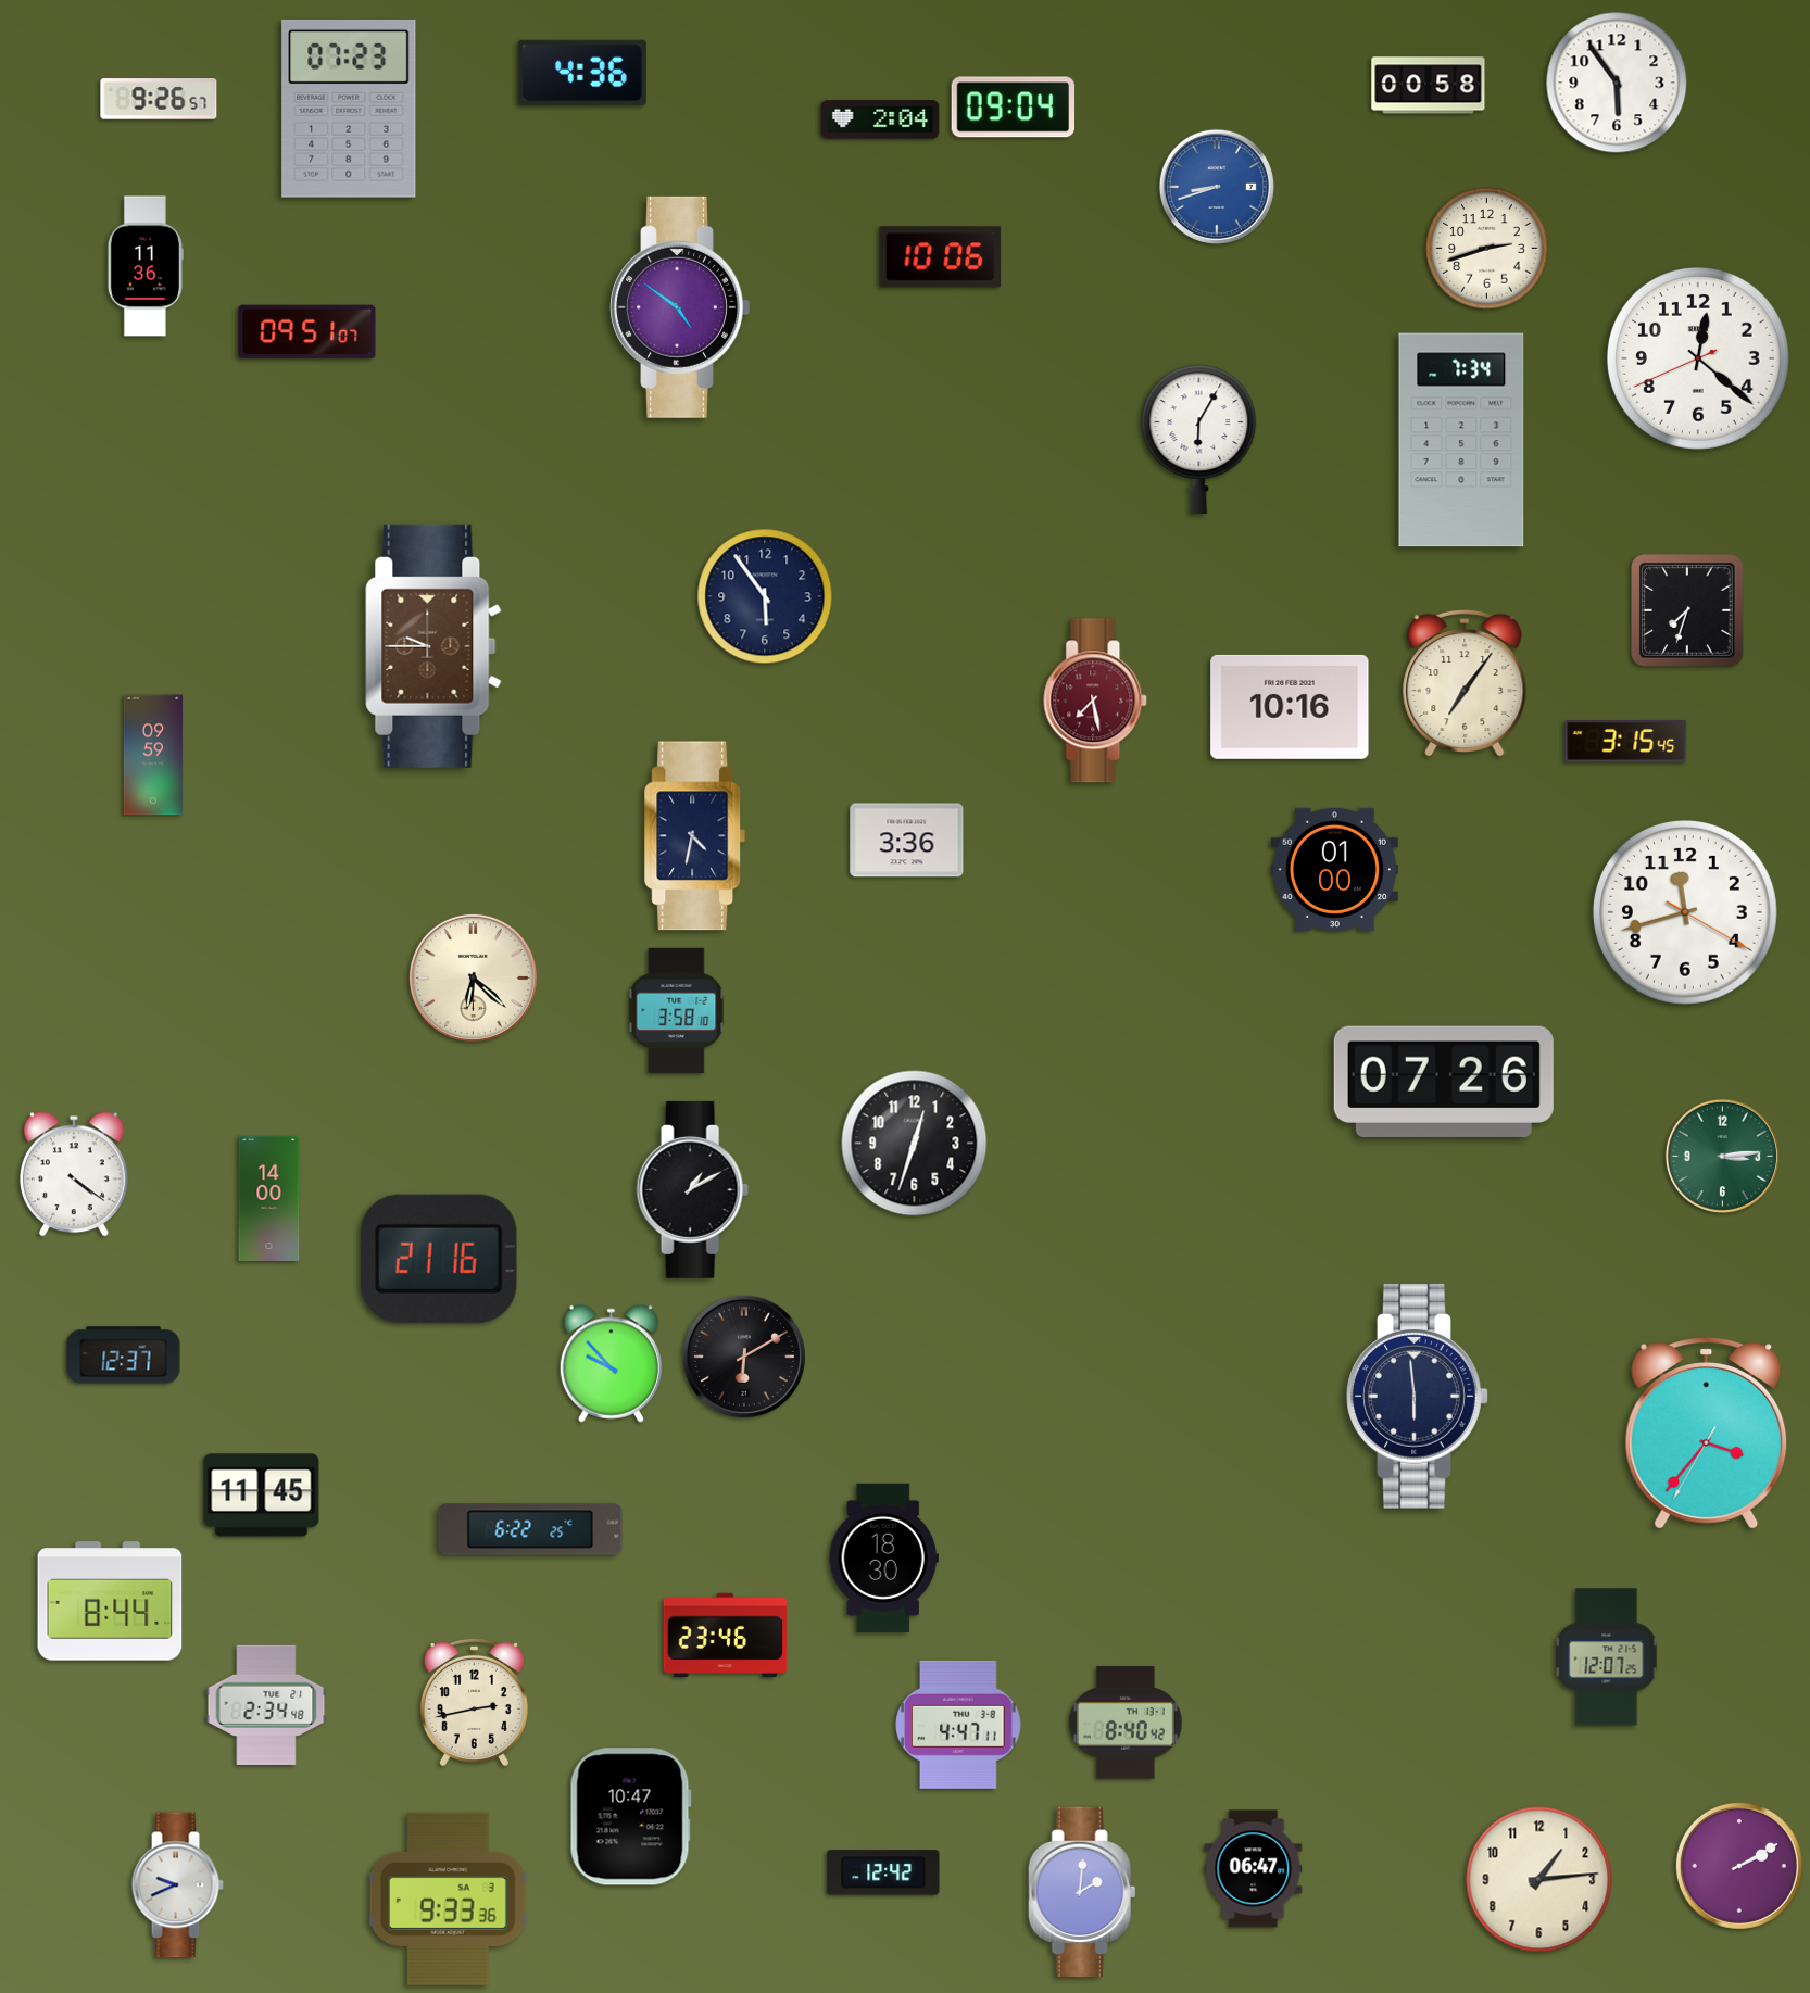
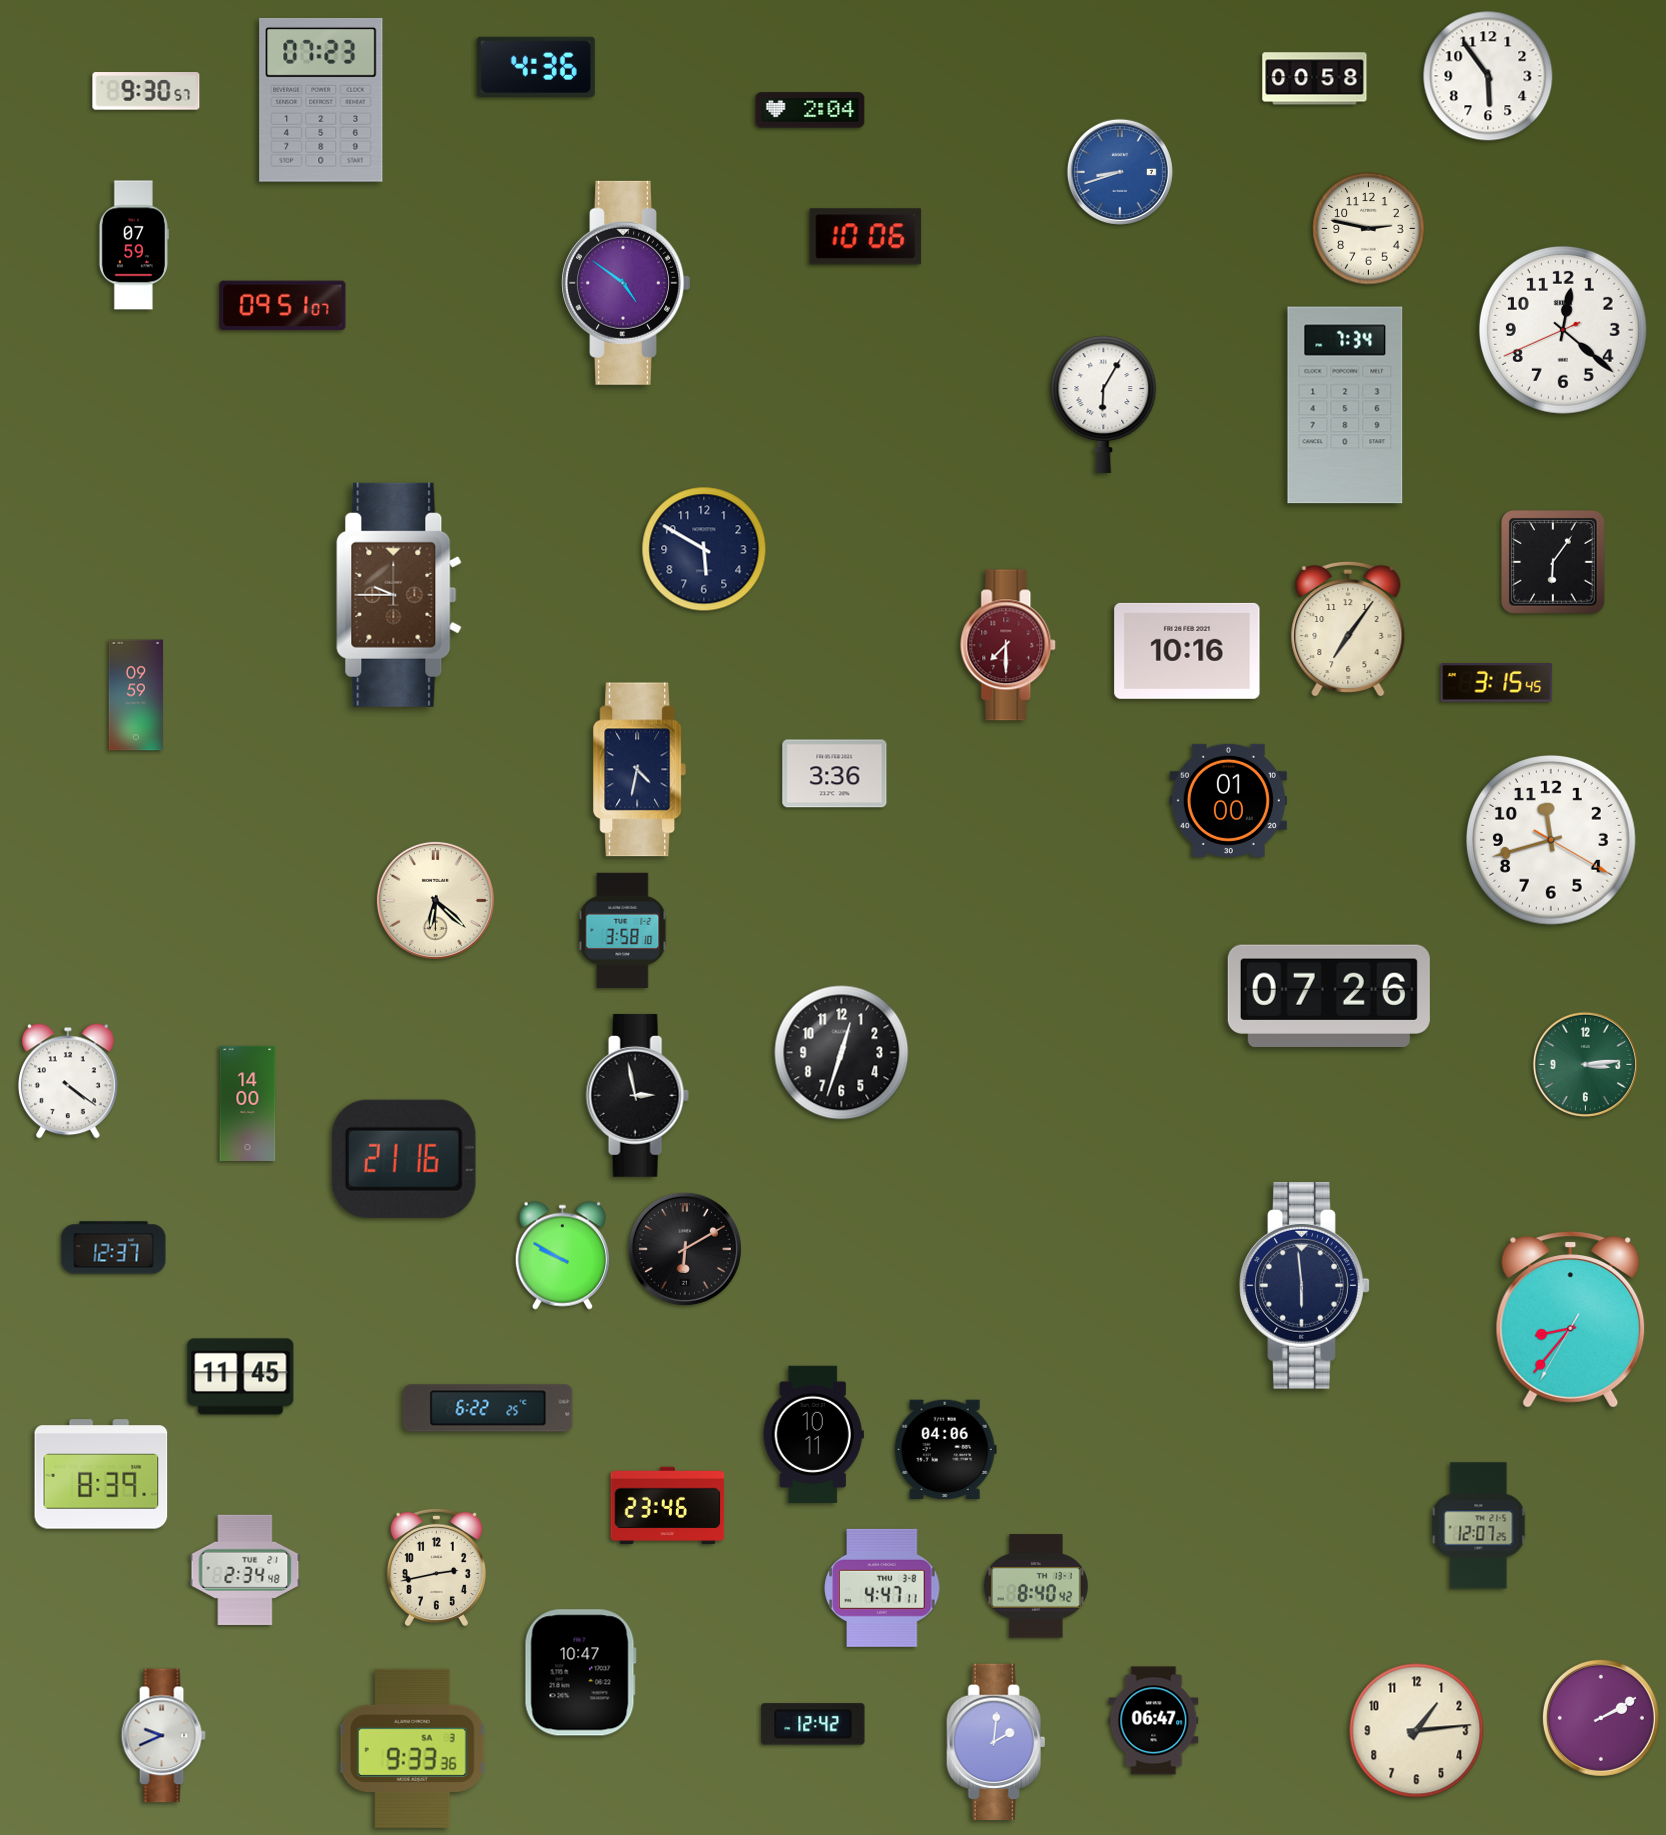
clock at (159, 99): 9:26 -> 9:30
clock at (1014, 108): 09:04 -> none
clock at (1487, 249): 2:42 -> 2:47
clock at (146, 266): 11:36 -> 07:59
clock at (765, 596): 5:54 -> 5:50
clock at (1688, 611): 7:33 -> 6:06
clock at (1096, 701): 7:28 -> 7:30
clock at (153, 755) position: (153, 755) -> (136, 695)
clock at (692, 1189): 1:10 -> 2:58
clock at (611, 1363): 9:53 -> 9:50
clock at (1707, 1434): 3:36 -> 8:36
clock at (883, 1557): 18:30 -> 10:11
clock at (945, 1450): none -> 04:06
clock at (110, 1601): 8:44 -> 8:39
